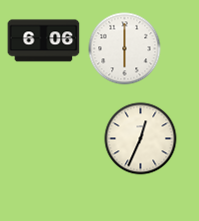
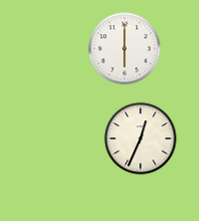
clock at (44, 41): 6:06 -> none
